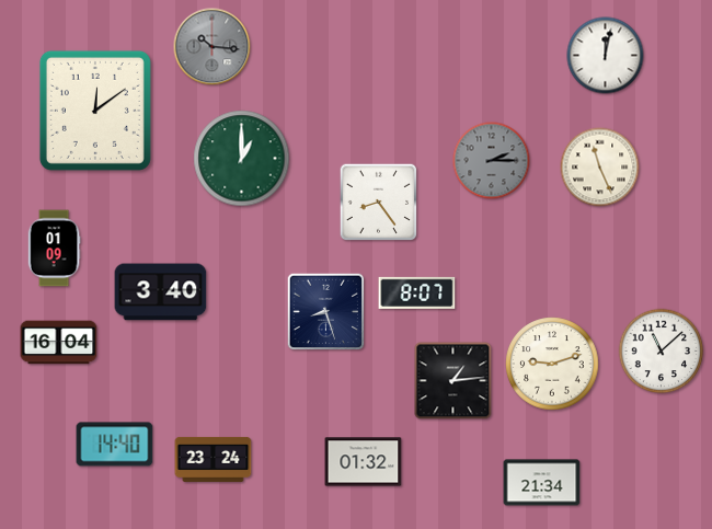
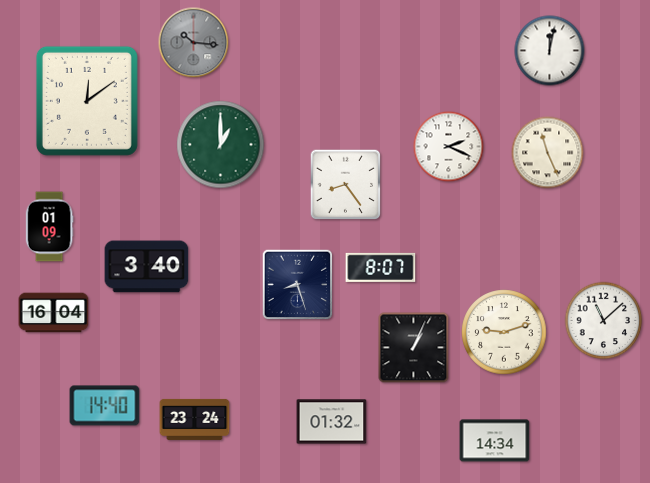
clock at (606, 56) position: (606, 56) -> (550, 51)
clock at (492, 161): 2:15 -> 2:19
clock at (492, 161) dial: grey -> white
clock at (453, 381): 1:14 -> 1:04
clock at (542, 483): 21:34 -> 14:34
